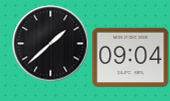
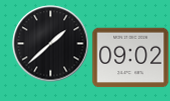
clock at (131, 58): 09:04 -> 09:02
